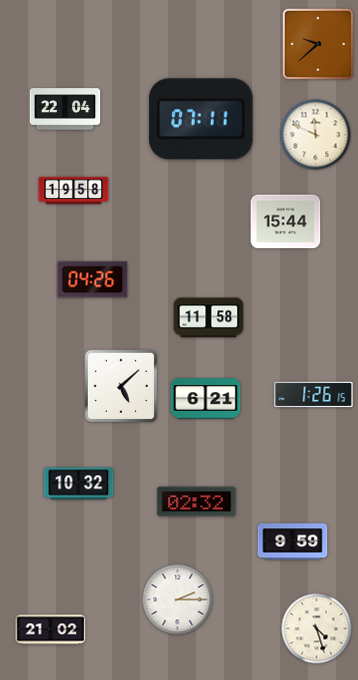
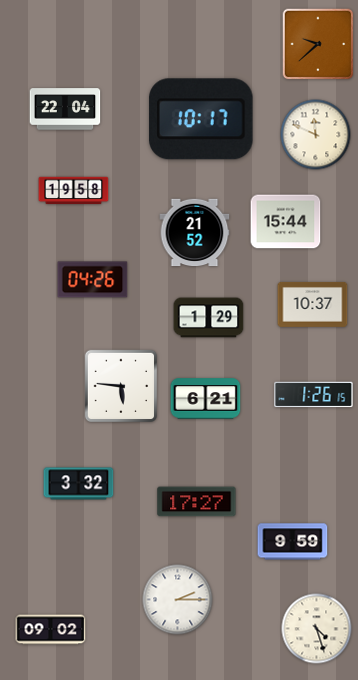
clock at (201, 119): 07:11 -> 10:17
clock at (195, 233): none -> 21:52
clock at (313, 304): none -> 10:37
clock at (209, 318): 11:58 -> 1:29
clock at (120, 385): 5:08 -> 5:46
clock at (79, 484): 10:32 -> 3:32
clock at (197, 502): 02:32 -> 17:27
clock at (51, 630): 21:02 -> 09:02
